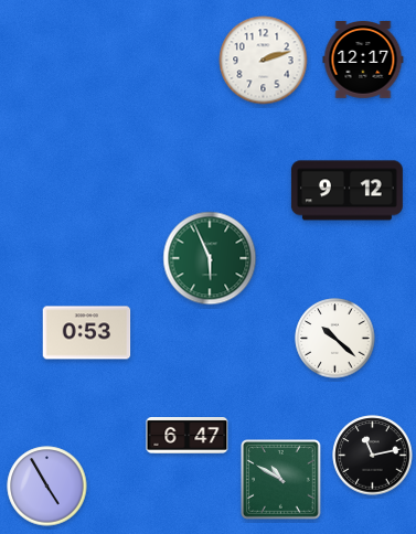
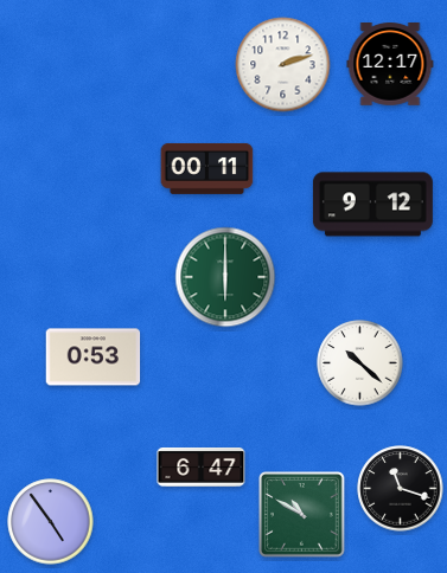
clock at (207, 168): none -> 00:11
clock at (210, 258): 5:56 -> 6:00
clock at (373, 456): 11:13 -> 11:18
clock at (47, 487): 4:55 -> 4:54
